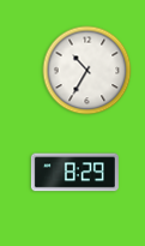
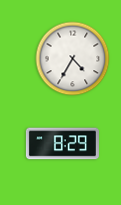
clock at (87, 71): 10:35 -> 4:35
